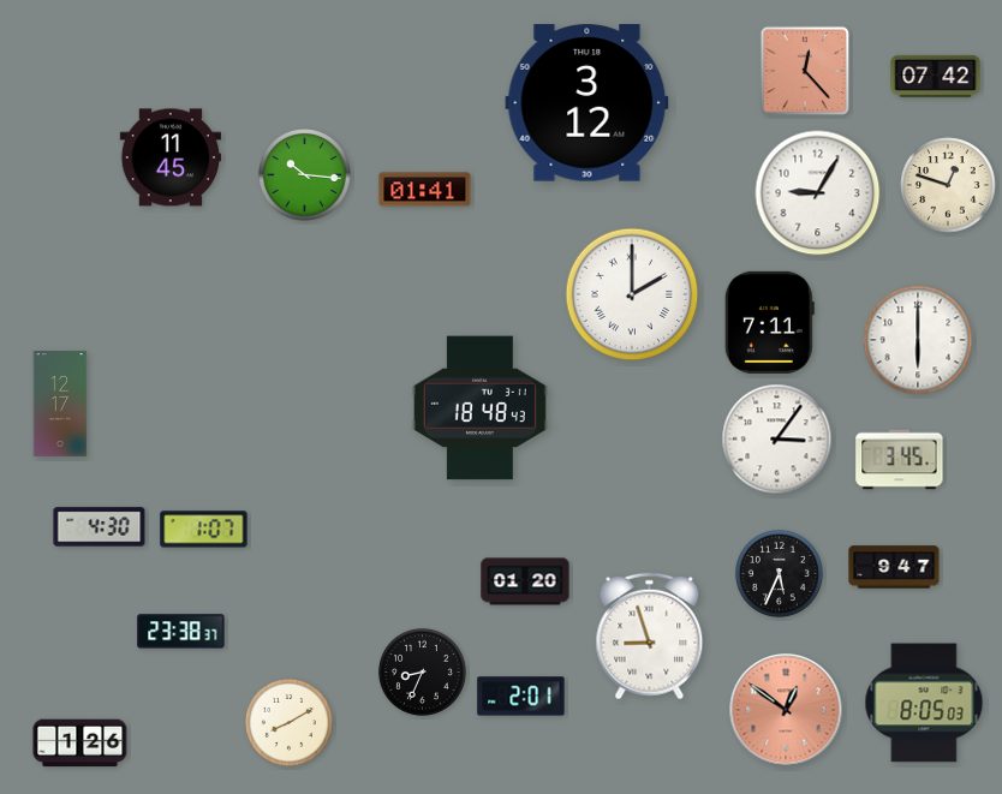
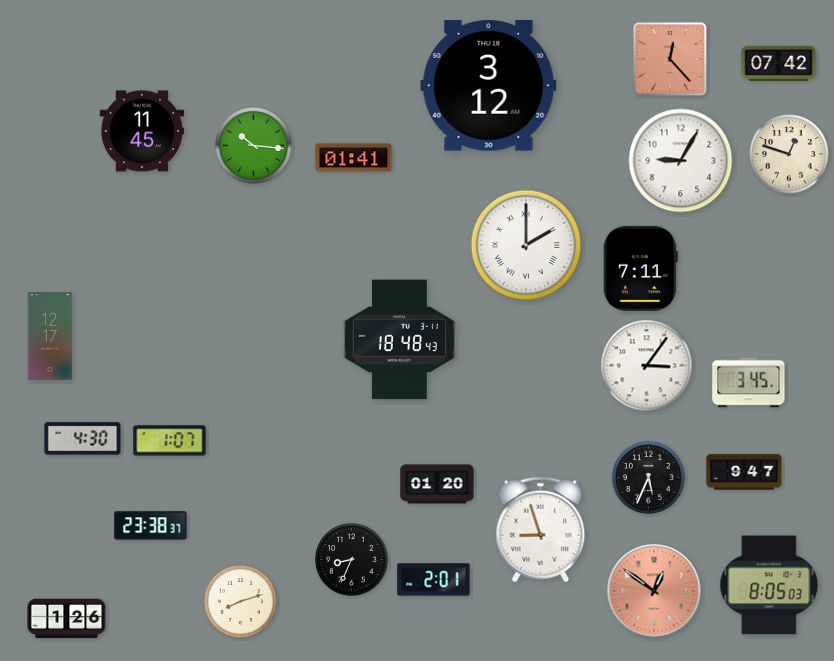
clock at (918, 340): 6:00 -> none
clock at (288, 722): 8:10 -> 8:12
